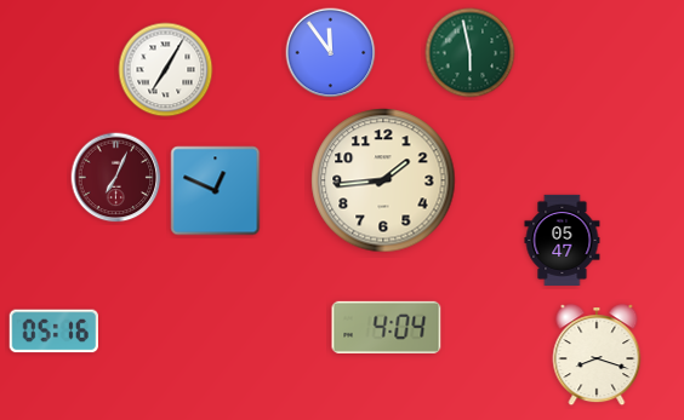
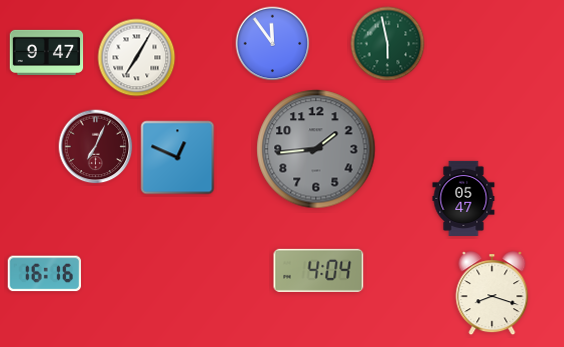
clock at (47, 52): none -> 9:47
clock at (383, 180) dial: cream -> grey
clock at (53, 332): 05:16 -> 16:16
